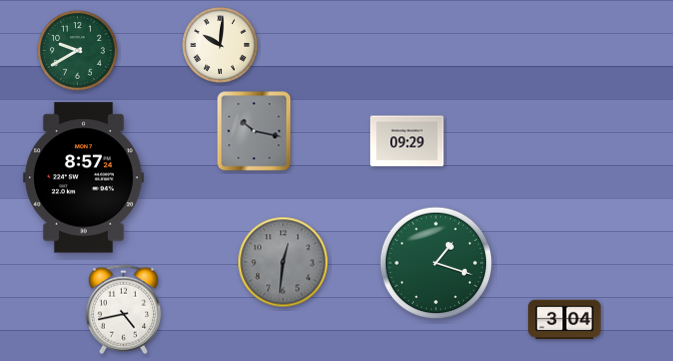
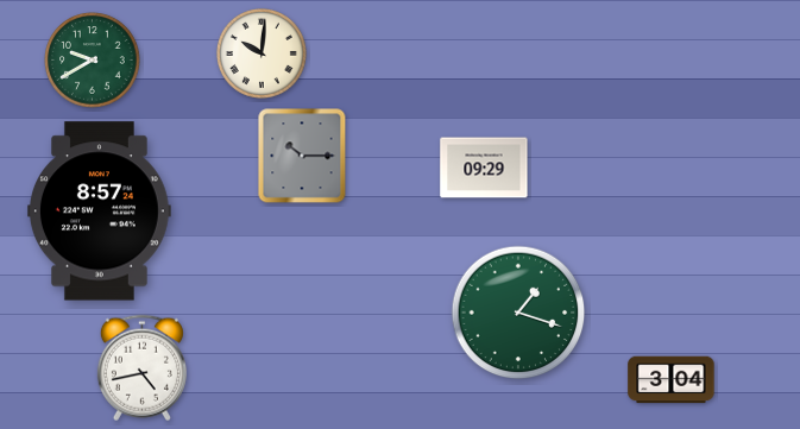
clock at (254, 131): 10:17 -> 10:15
clock at (283, 262): 12:31 -> none
clock at (123, 310) position: (123, 310) -> (141, 368)
